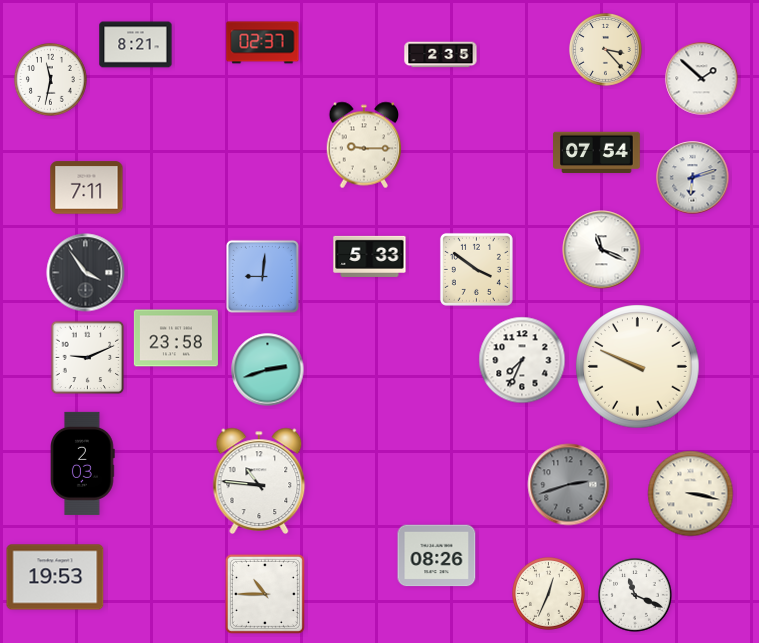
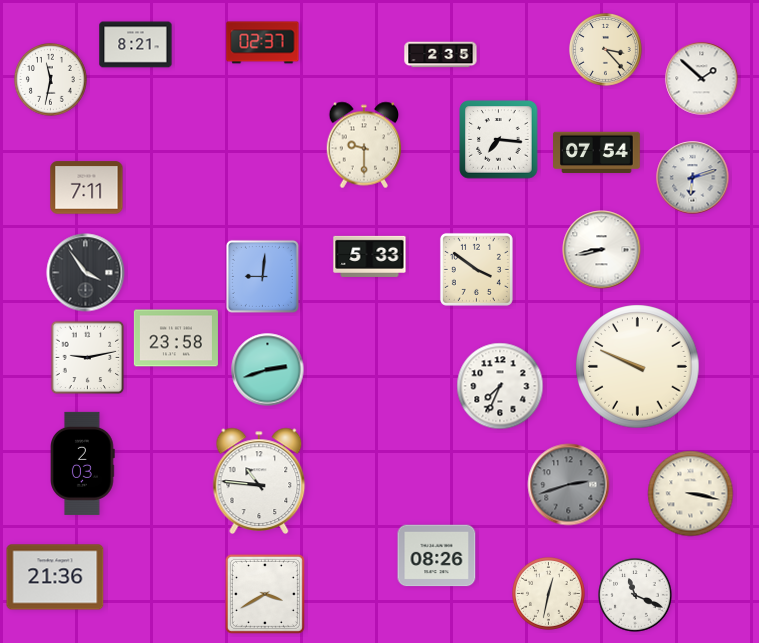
clock at (499, 140): none -> 7:16
clock at (364, 145): 9:15 -> 9:30
clock at (602, 250): 11:19 -> 8:43
clock at (88, 358): 9:11 -> 9:13
clock at (522, 360) position: (522, 360) -> (500, 386)
clock at (55, 577): 19:53 -> 21:36
clock at (265, 594): 10:45 -> 3:40
clock at (549, 594): 12:34 -> 12:32
